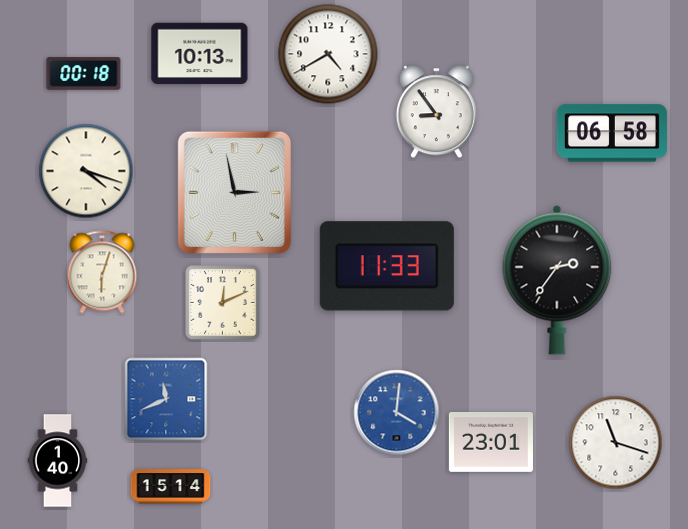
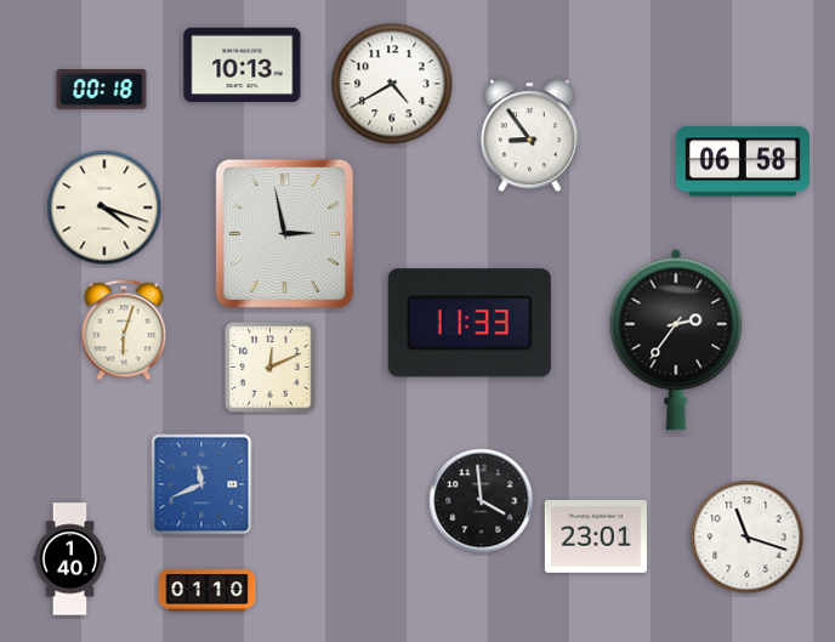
clock at (328, 54) position: (328, 54) -> (392, 84)
clock at (397, 413): 4:01 -> 3:59
clock at (397, 413) dial: blue -> black
clock at (171, 487): 15:14 -> 01:10
